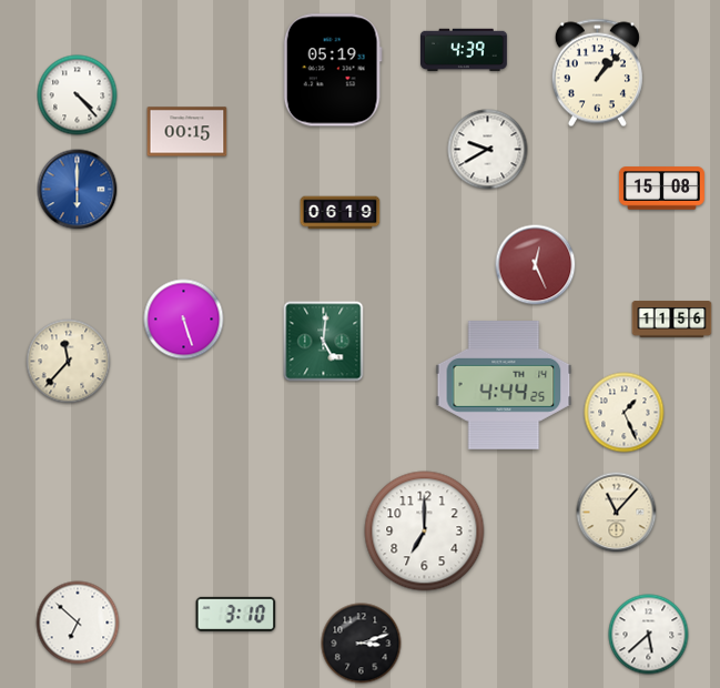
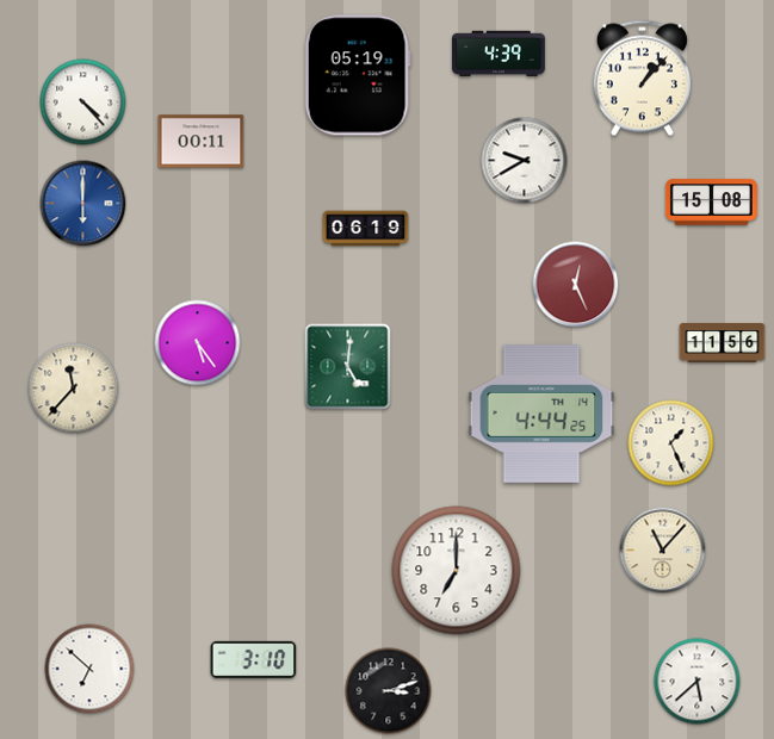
clock at (187, 132): 00:15 -> 00:11
clock at (184, 320): 5:27 -> 5:24
clock at (78, 623) position: (78, 623) -> (89, 669)
